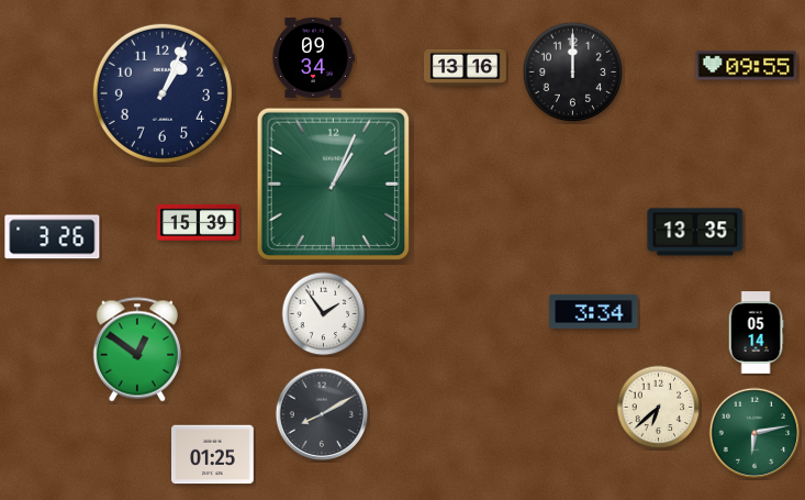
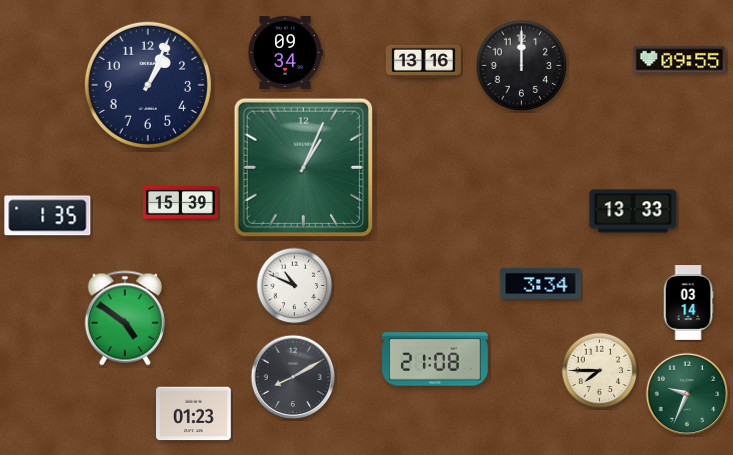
clock at (695, 232): 13:35 -> 13:33
clock at (53, 237): 3:26 -> 1:35
clock at (324, 314): 1:54 -> 10:49
clock at (756, 333): 05:14 -> 03:14
clock at (137, 349): 12:51 -> 4:51
clock at (435, 359): none -> 21:08
clock at (659, 408): 6:38 -> 7:45
clock at (754, 433): 6:13 -> 9:34
clock at (213, 455): 01:25 -> 01:23
